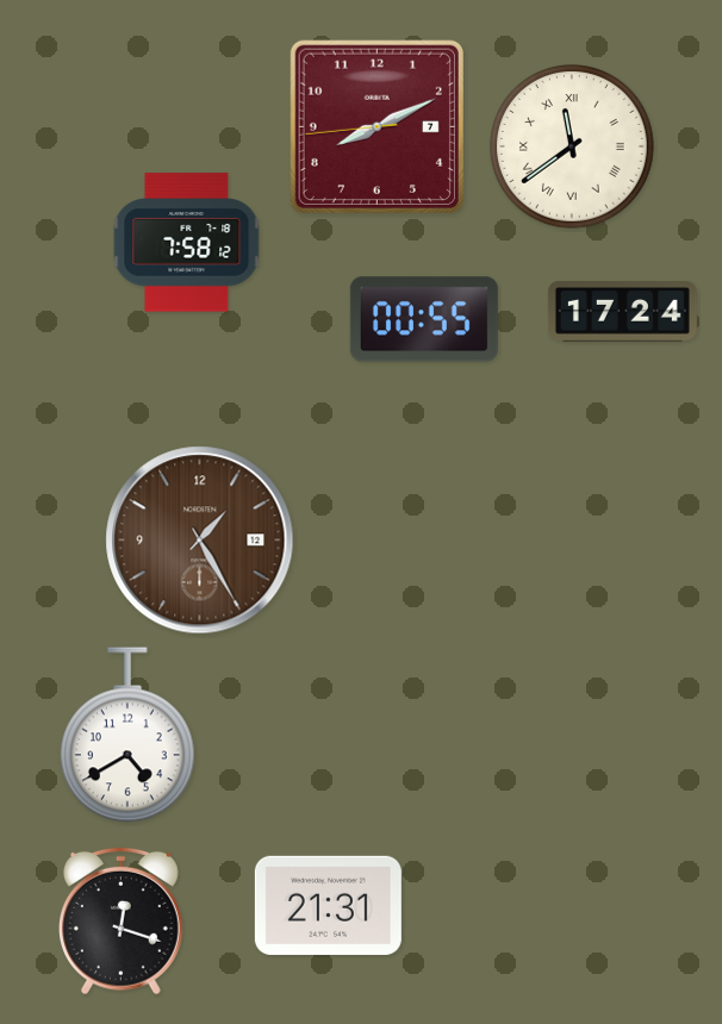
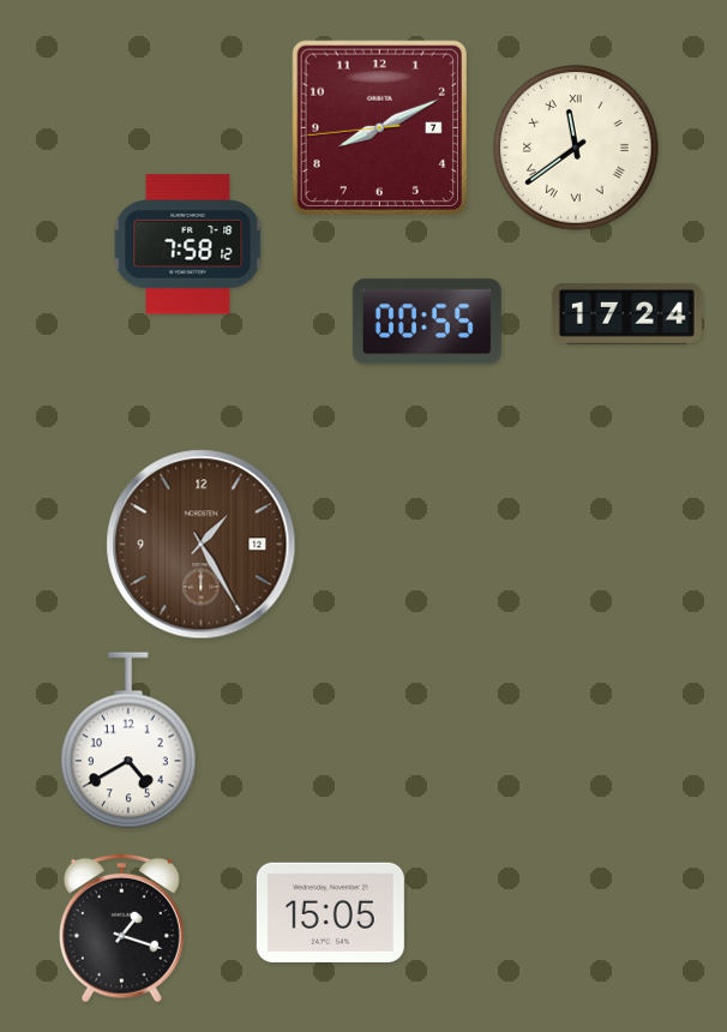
clock at (328, 905): 21:31 -> 15:05
clock at (120, 920): 12:18 -> 1:18
